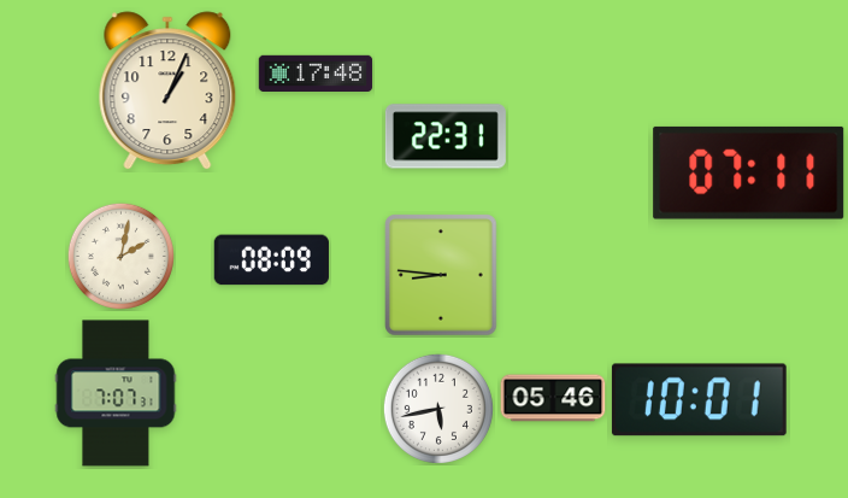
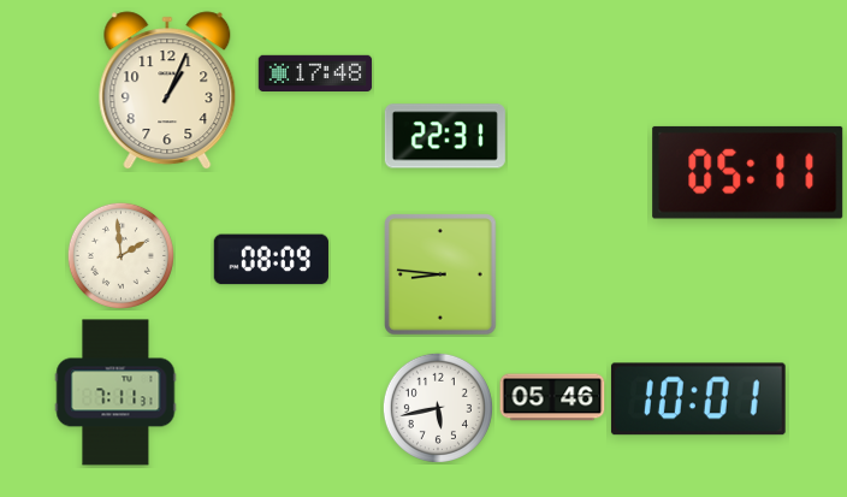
clock at (749, 172): 07:11 -> 05:11
clock at (120, 256): 2:02 -> 1:59
clock at (116, 393): 7:07 -> 7:11
